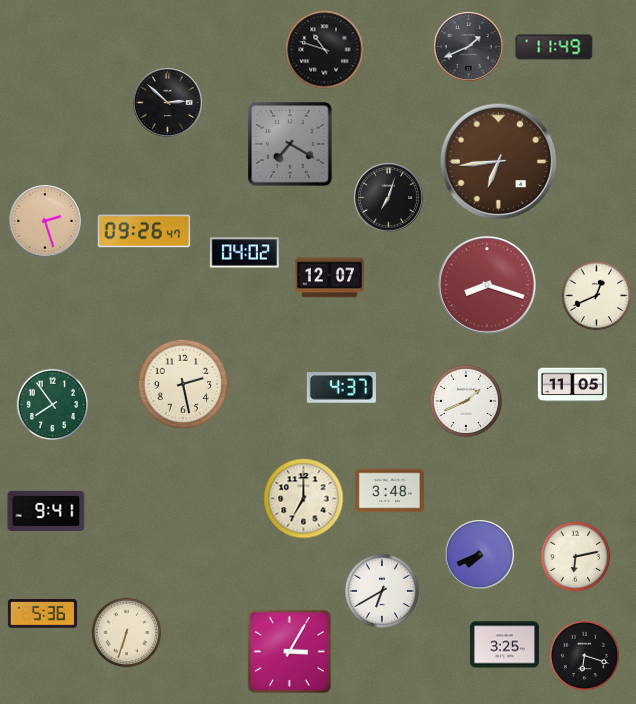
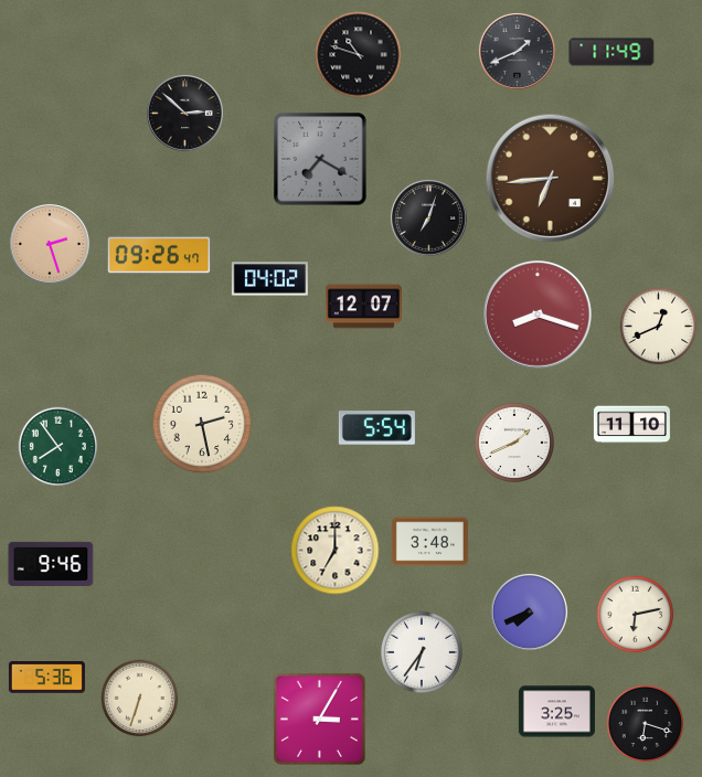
clock at (572, 385): 11:05 -> 11:10
clock at (341, 388): 4:37 -> 5:54
clock at (46, 511): 9:41 -> 9:46
clock at (382, 591): 6:40 -> 6:36
